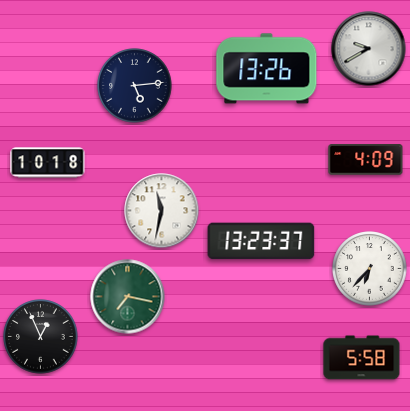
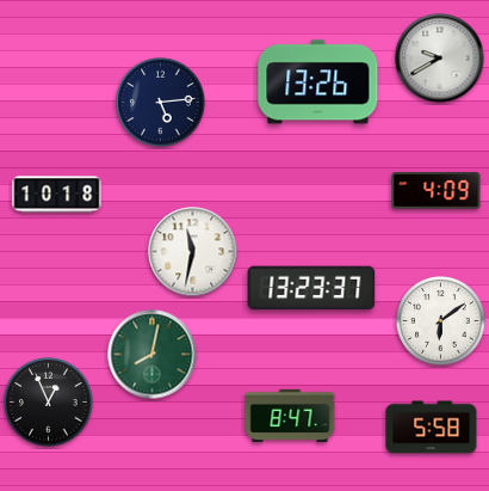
clock at (370, 269): 6:37 -> 6:09
clock at (128, 297): 7:17 -> 8:02
clock at (290, 416): none -> 8:47
